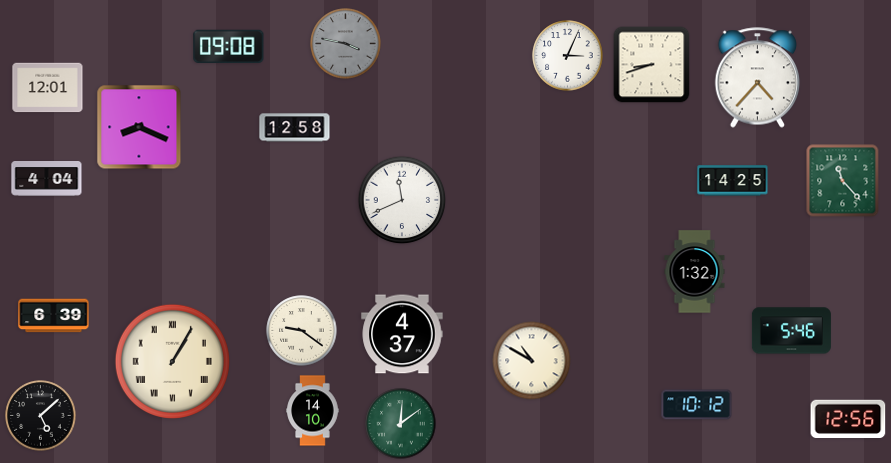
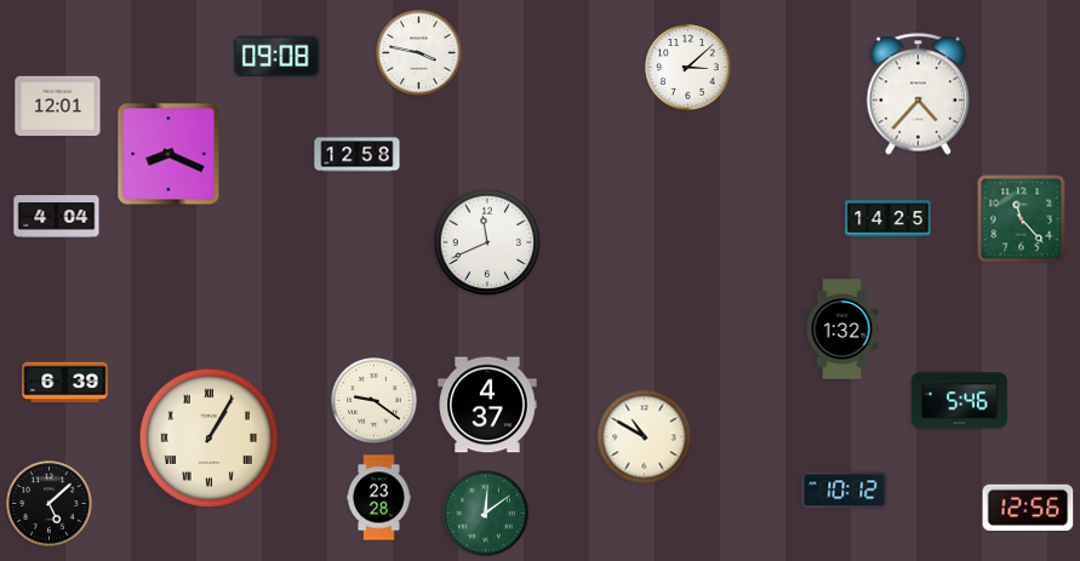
clock at (346, 44) dial: grey -> white
clock at (568, 56): 3:04 -> 3:08
clock at (652, 65): 8:42 -> none
clock at (302, 331) position: (302, 331) -> (375, 401)
clock at (313, 411): 14:10 -> 23:28
